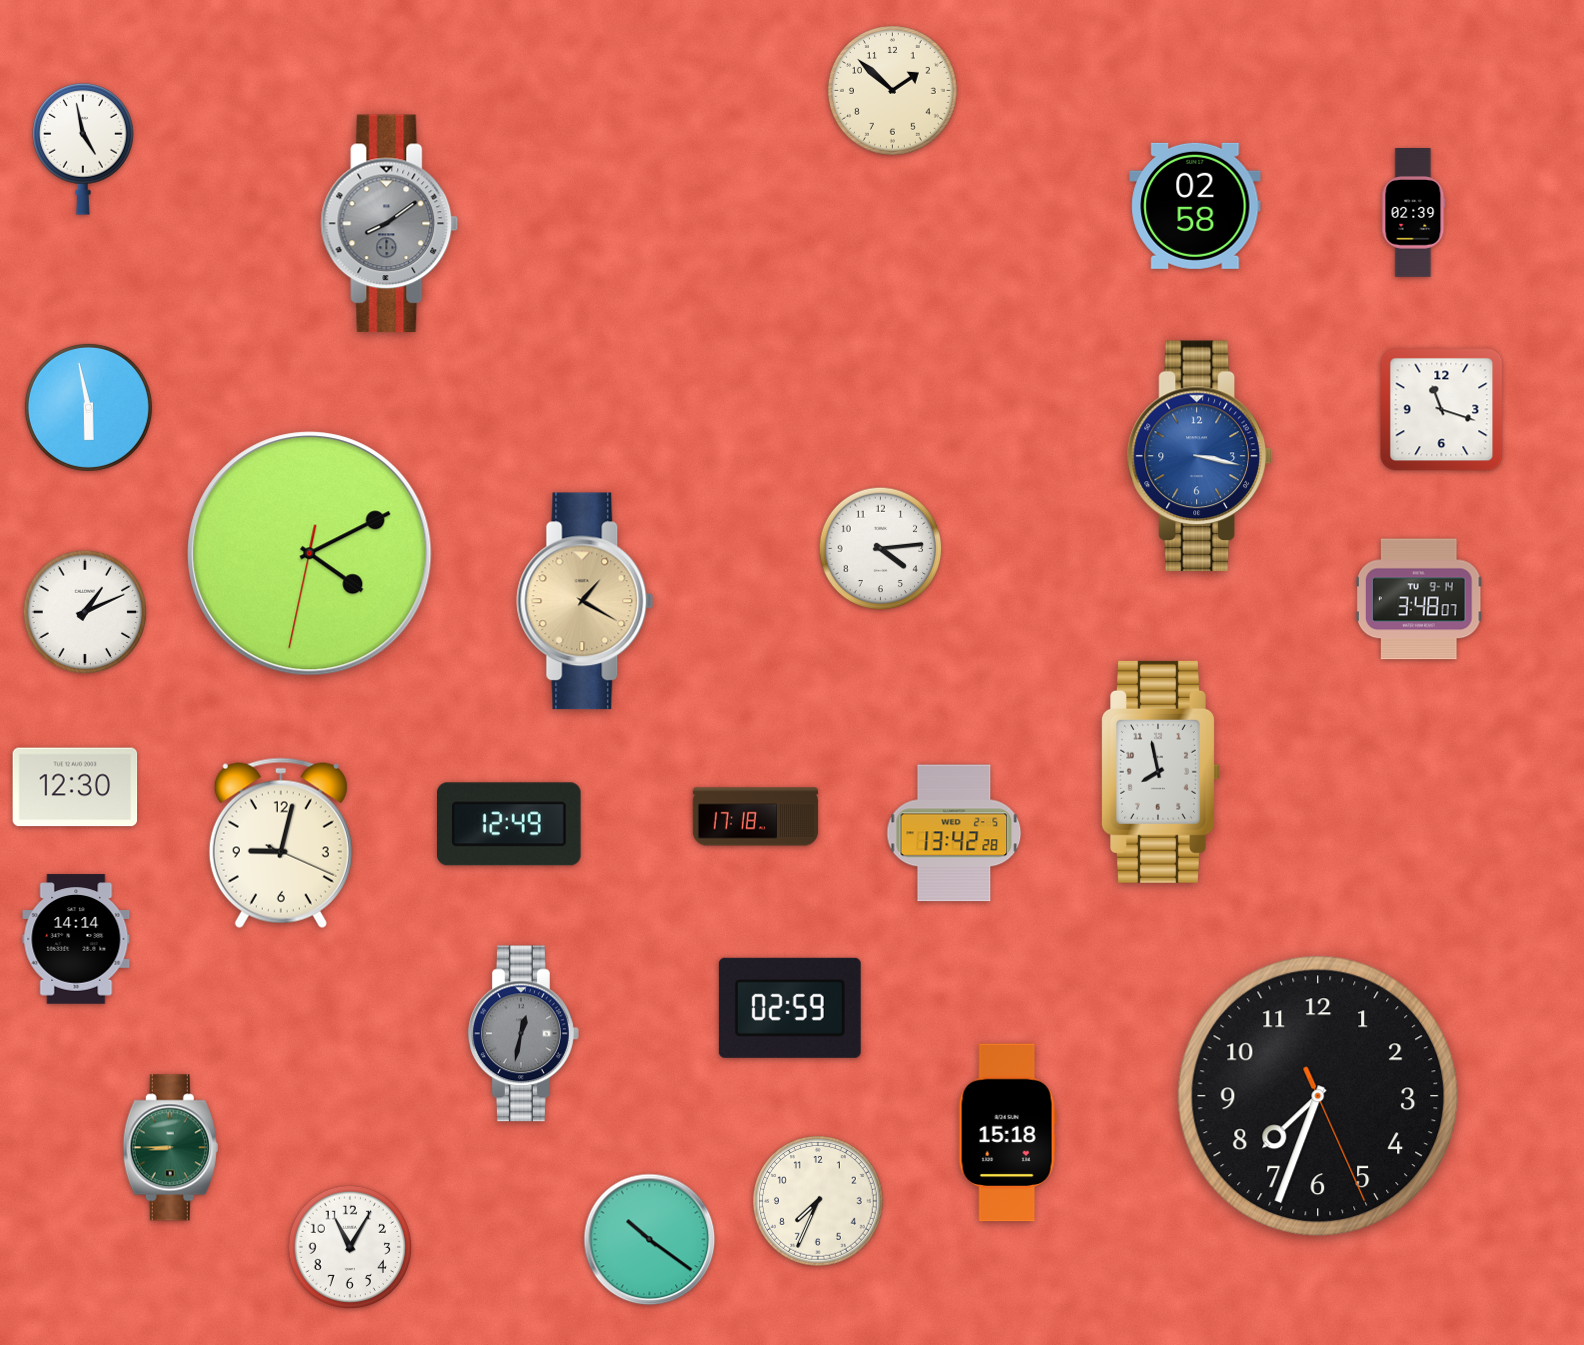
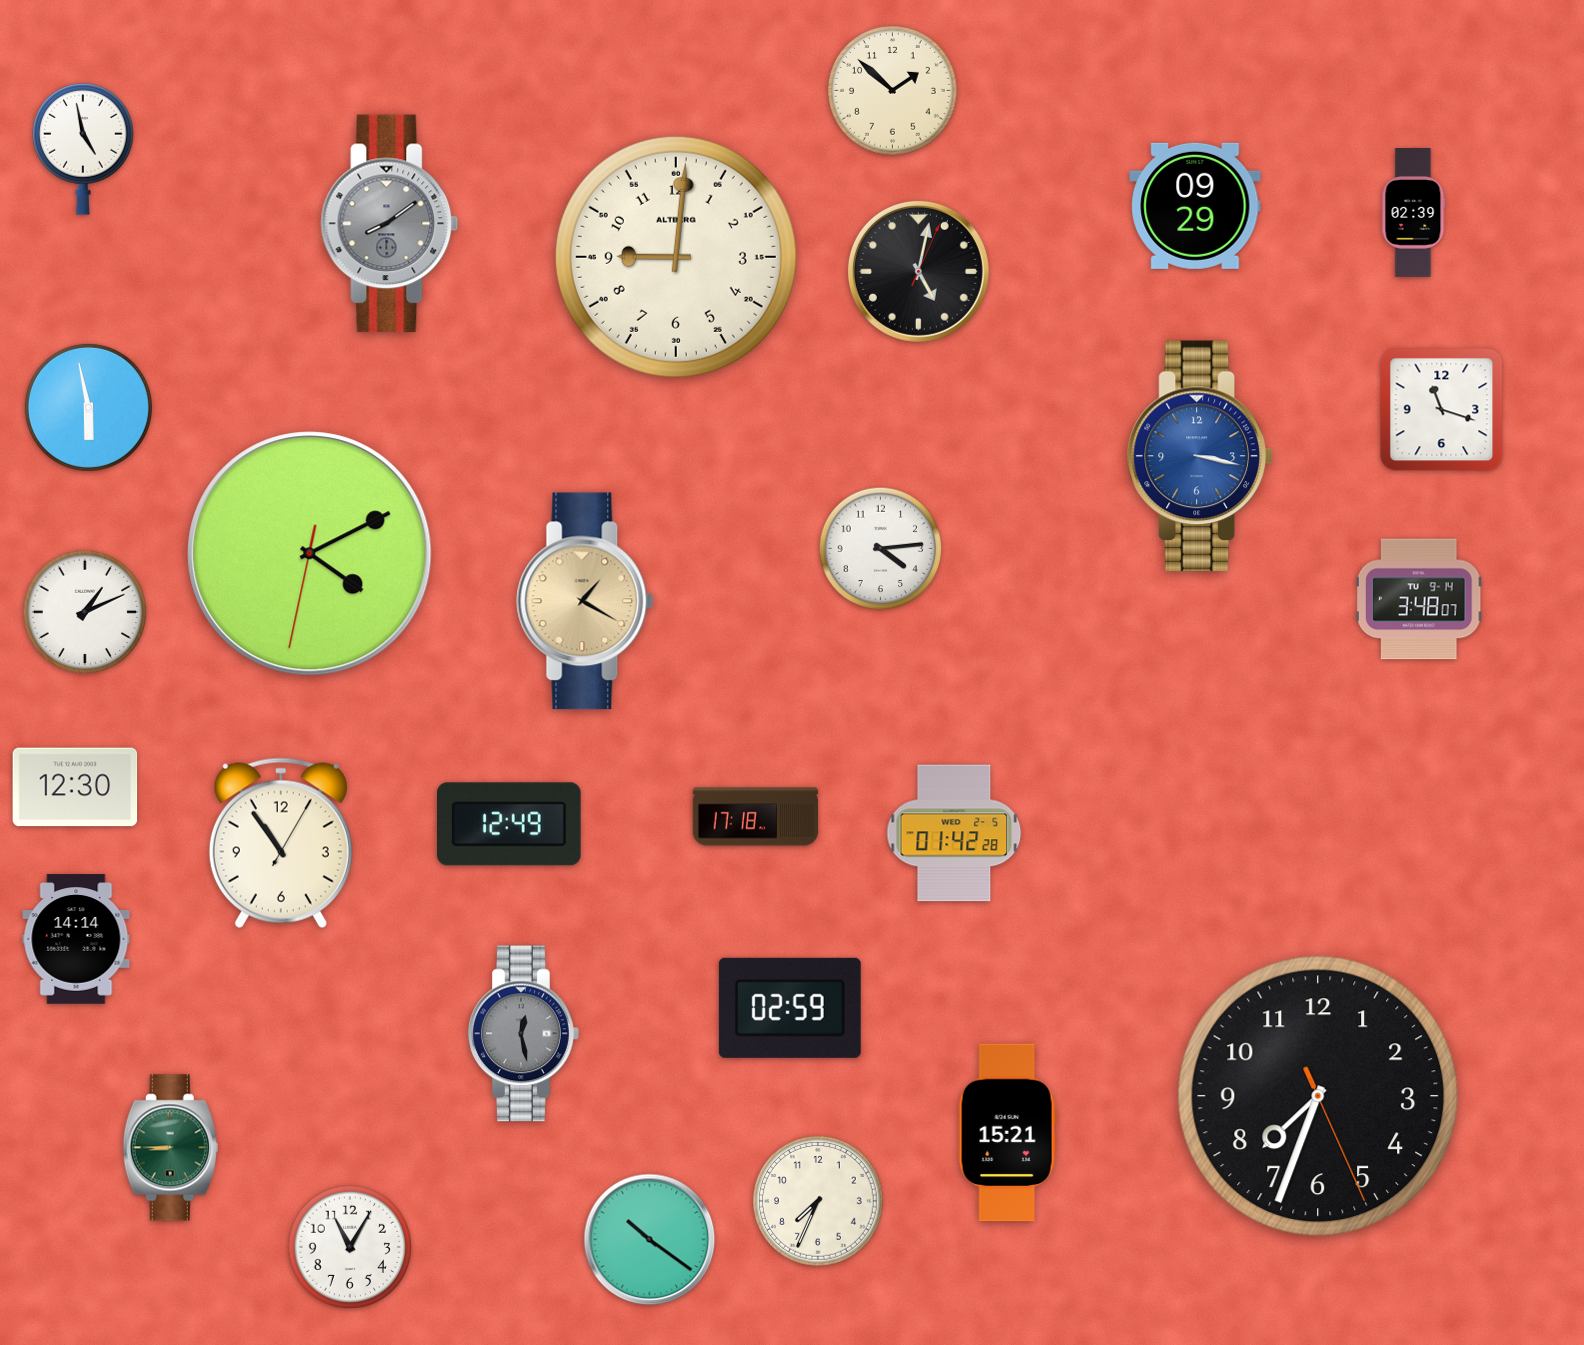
clock at (1195, 206): 02:58 -> 09:29
clock at (676, 257): none -> 9:01
clock at (918, 271): none -> 5:02
clock at (1162, 772): 7:58 -> none
clock at (954, 833): 13:42 -> 01:42
clock at (281, 843): 9:02 -> 10:54
clock at (524, 1034): 12:32 -> 12:28
clock at (1007, 1133): 15:18 -> 15:21
